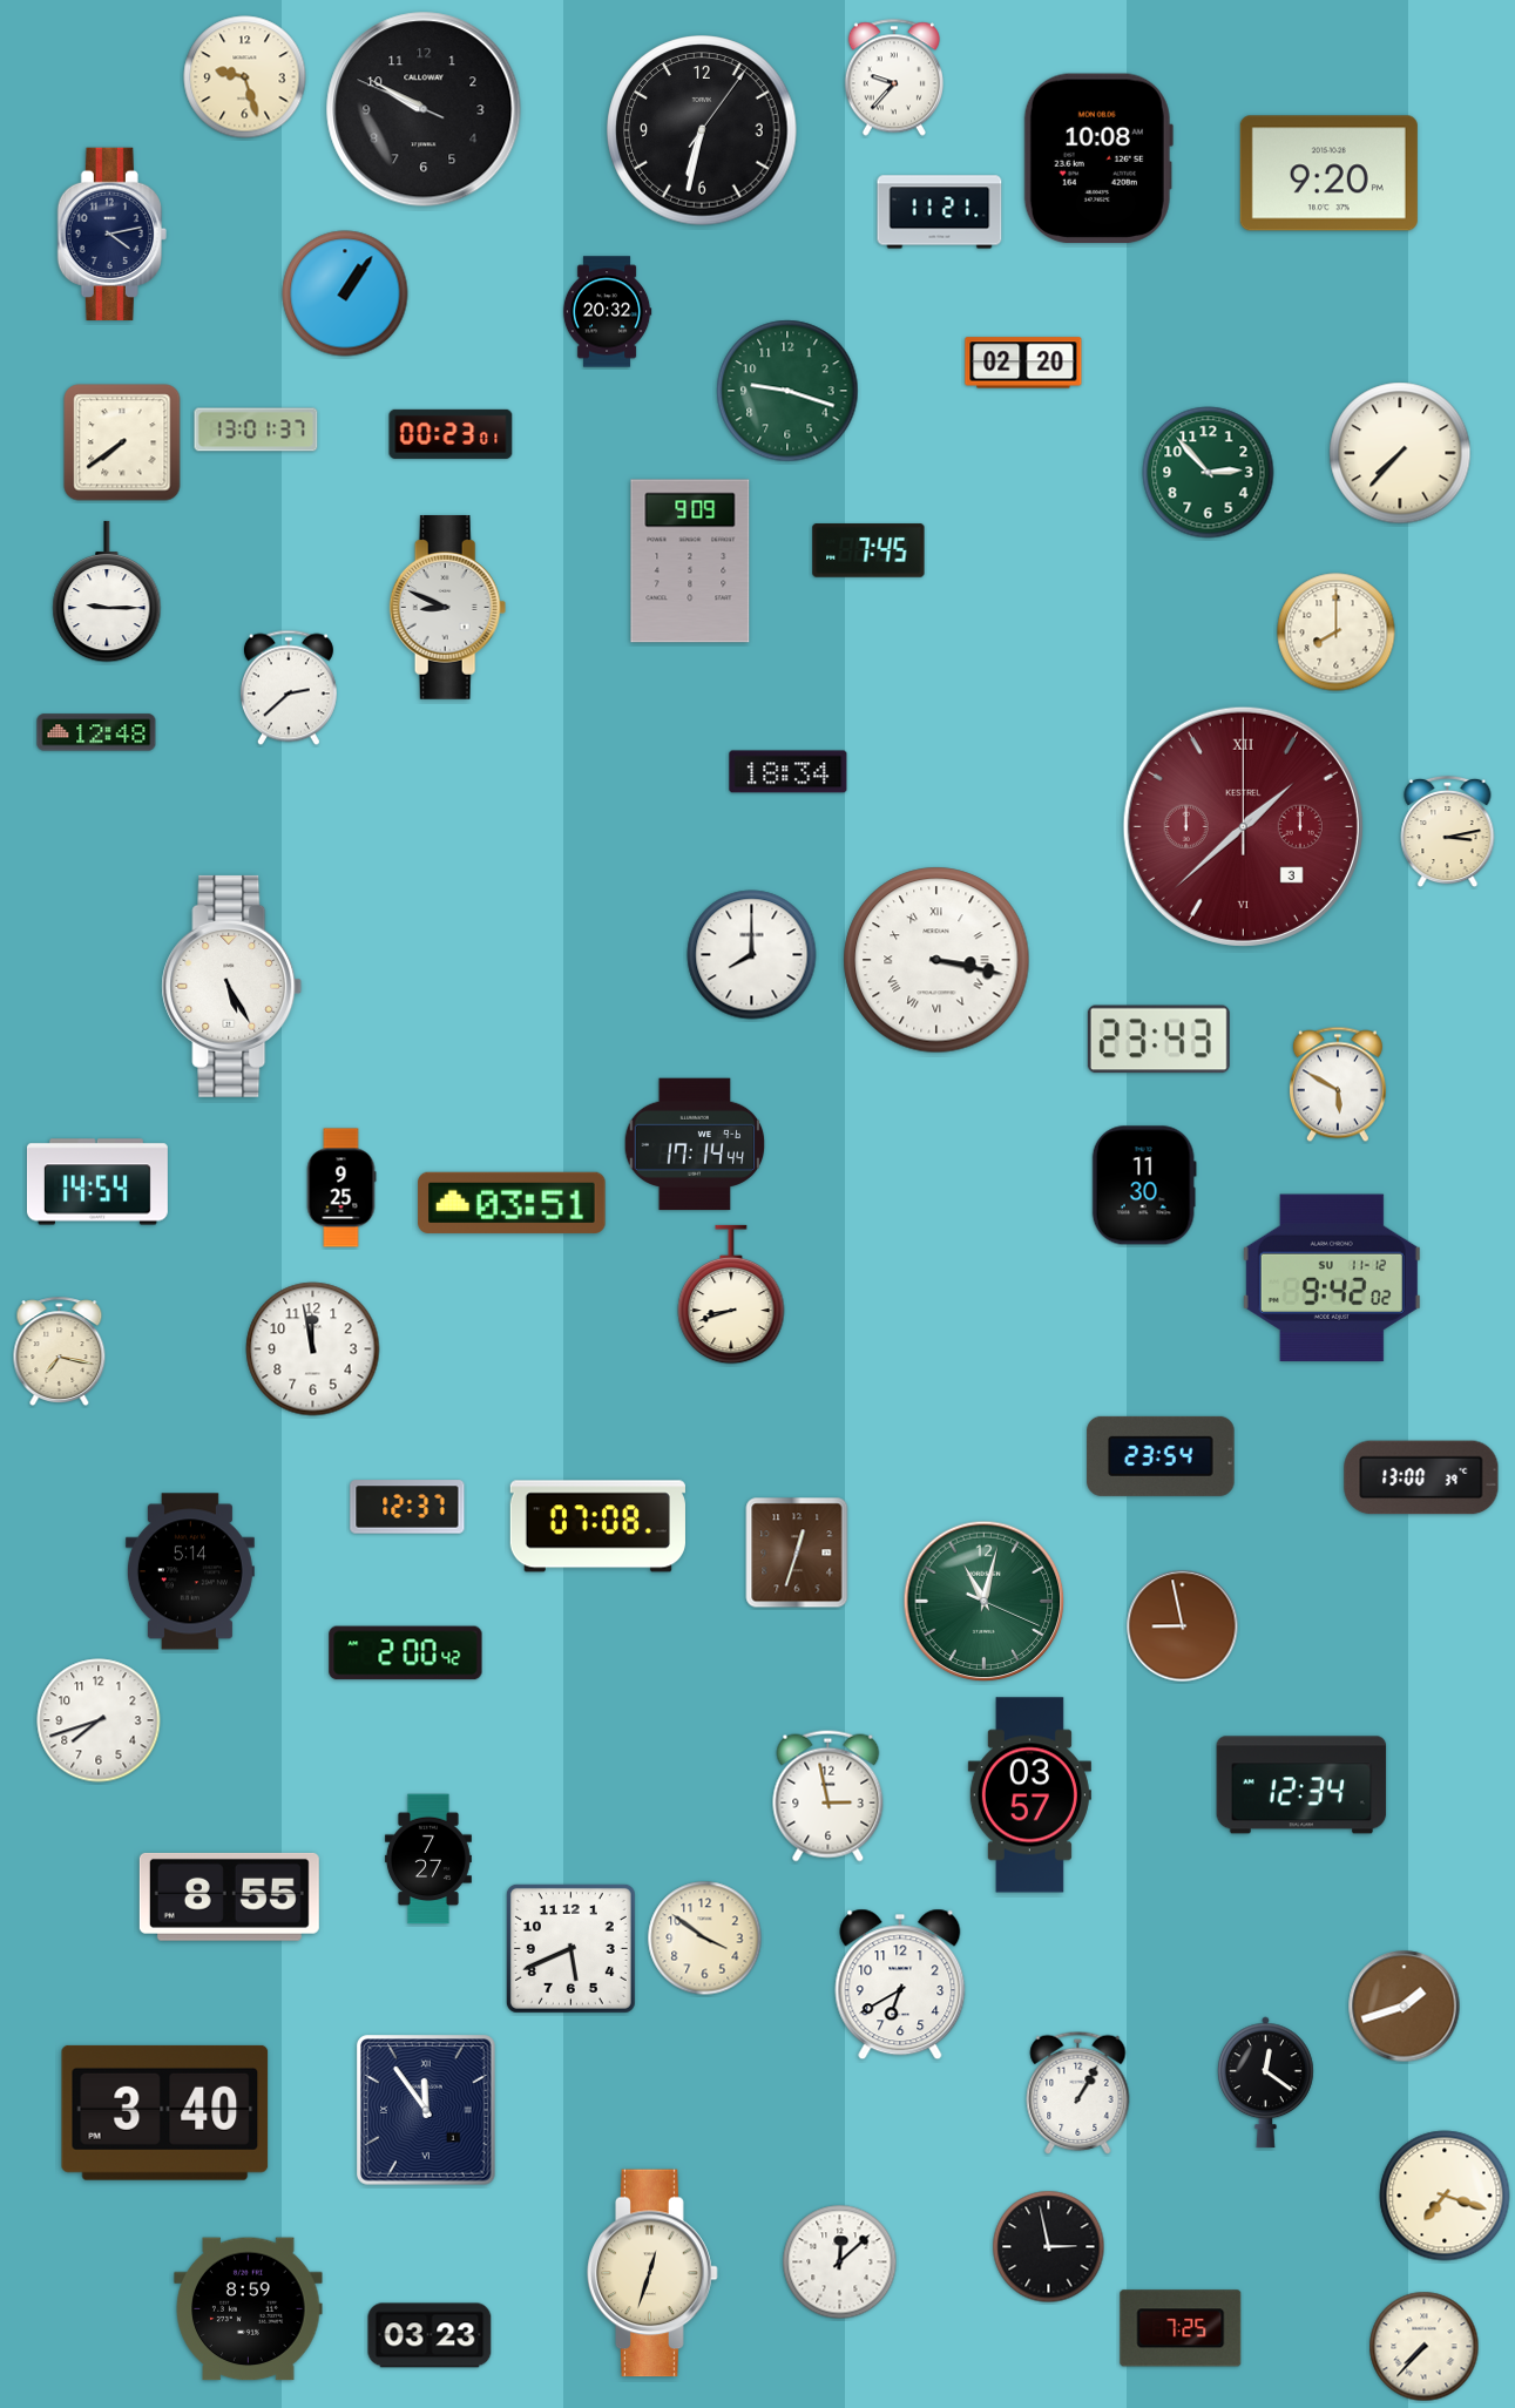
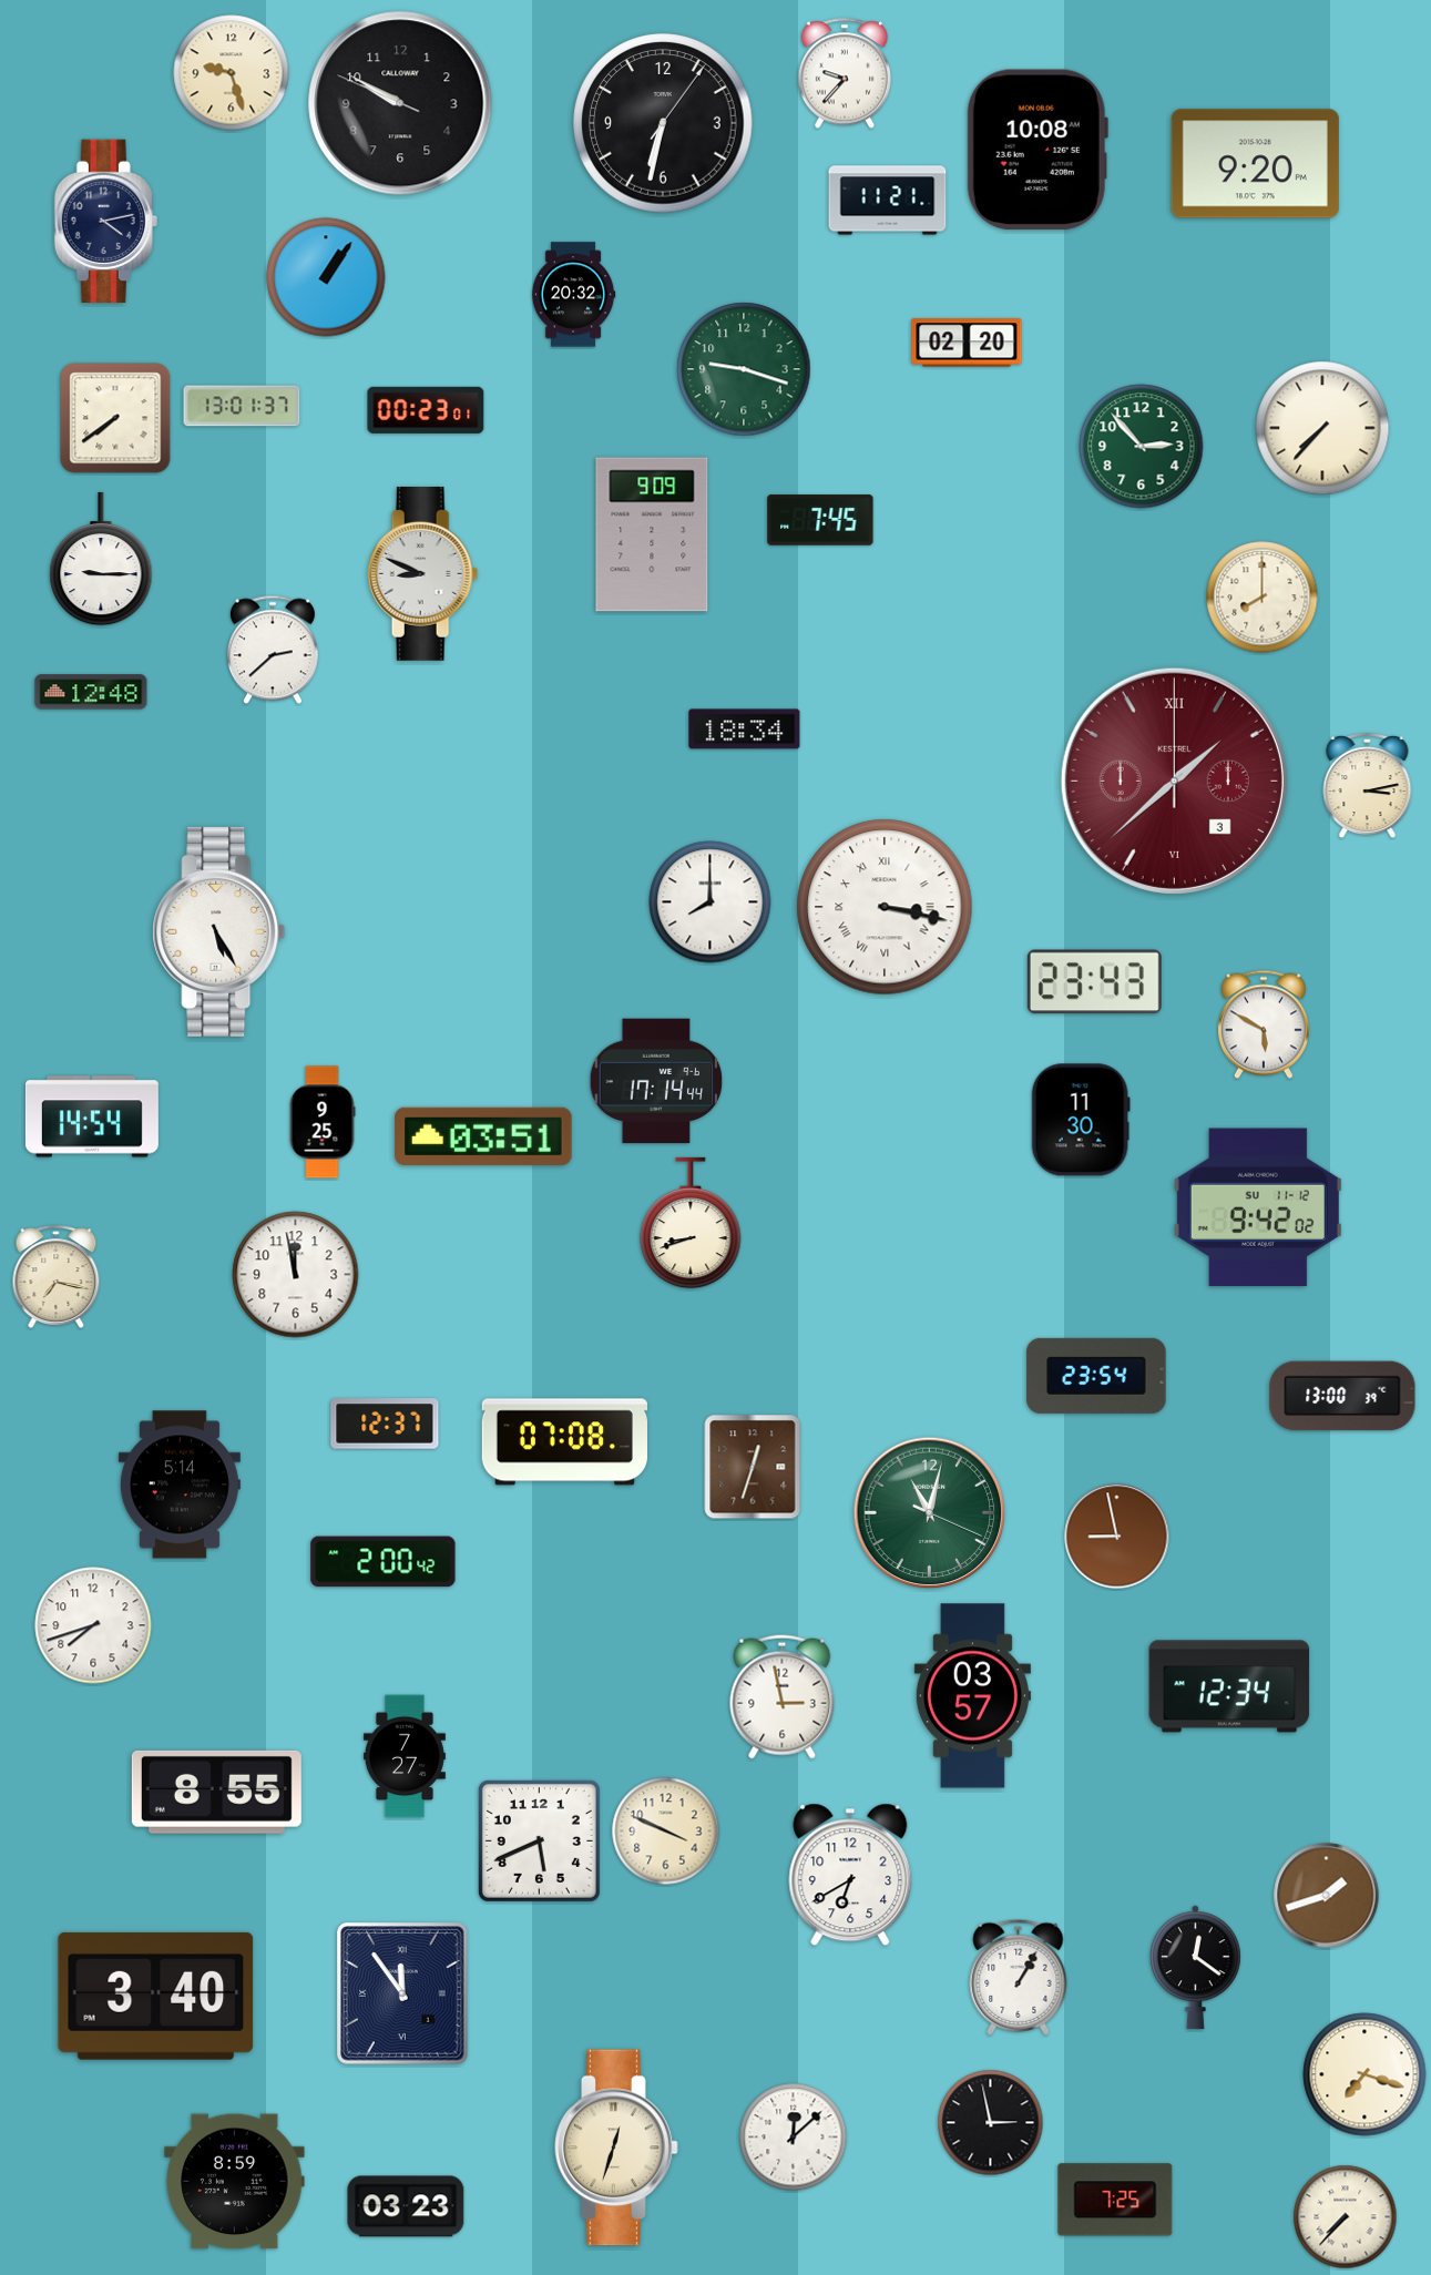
clock at (690, 561) position: (690, 561) -> (652, 534)
clock at (705, 1939): 3:51 -> 3:49
